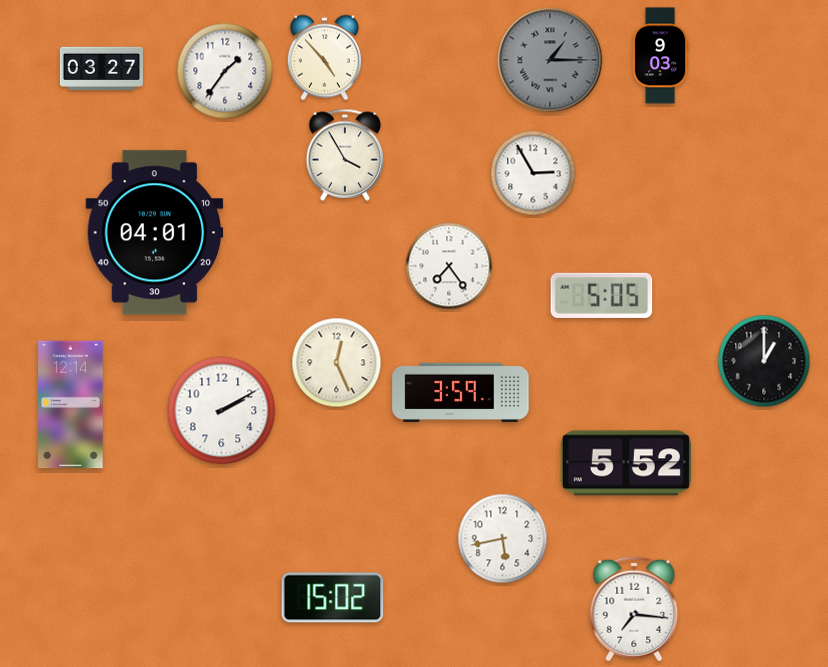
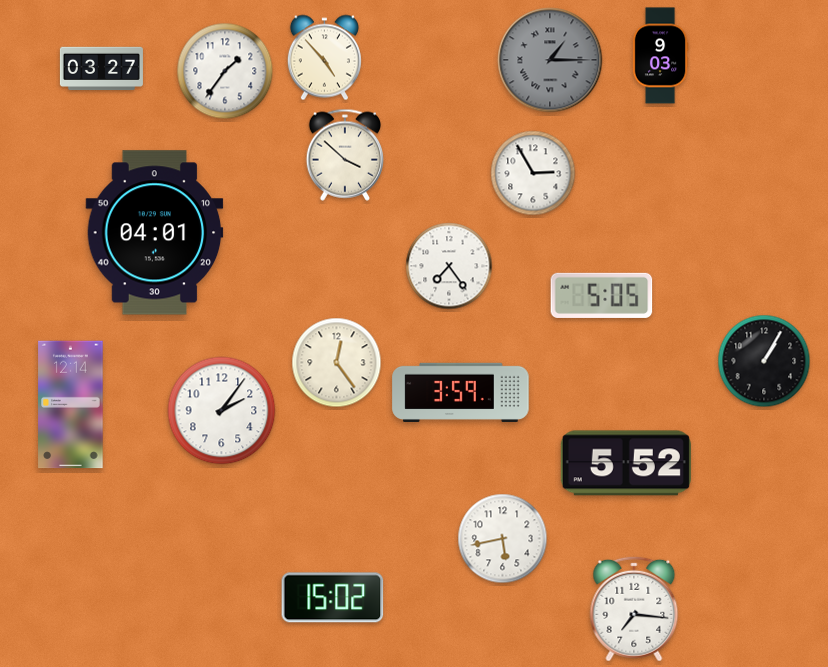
clock at (344, 155): 3:55 -> 3:52
clock at (764, 361): 1:00 -> 1:05
clock at (337, 363): 12:26 -> 12:24
clock at (222, 411): 2:10 -> 2:06
